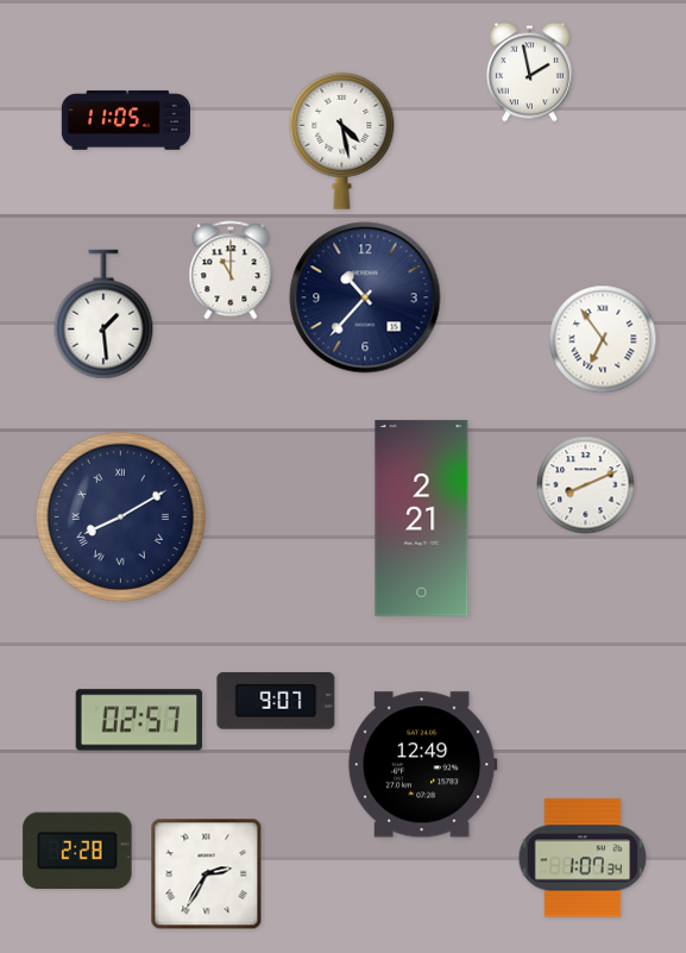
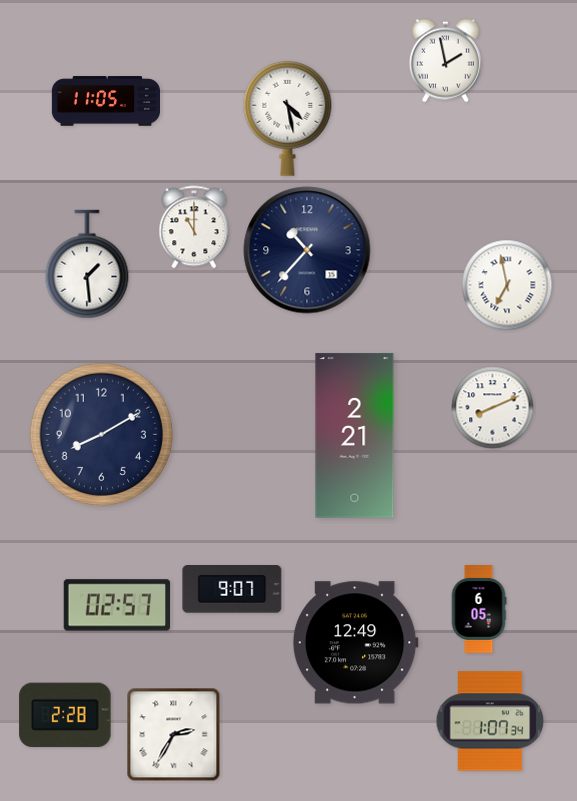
clock at (603, 339): 6:54 -> 6:58
clock at (120, 516) numerals: Roman -> Arabic
clock at (479, 610): none -> 6:05
